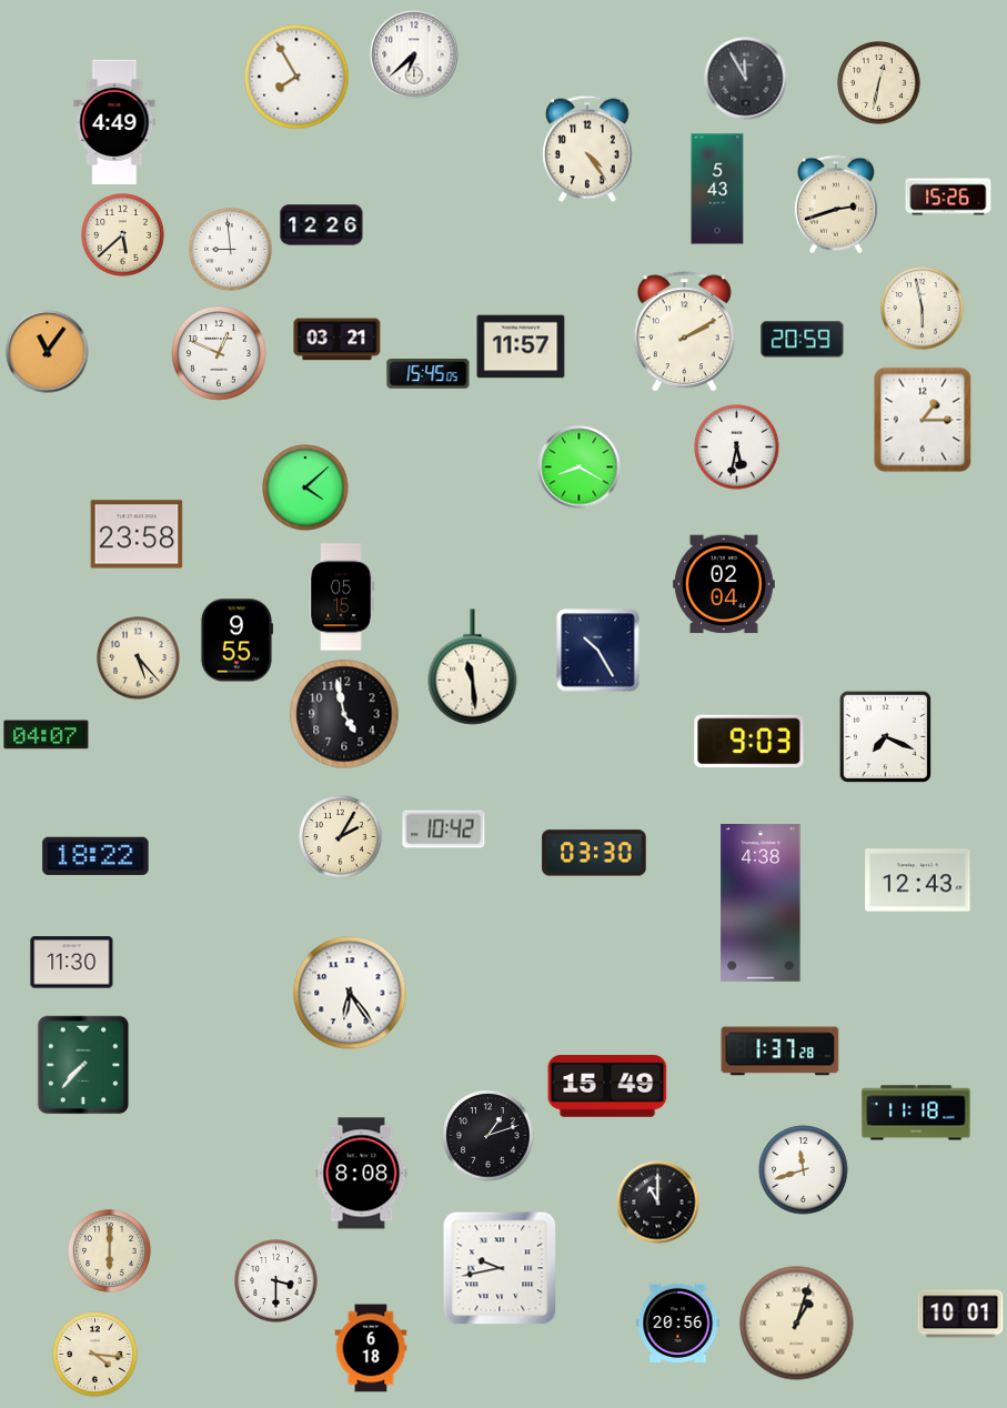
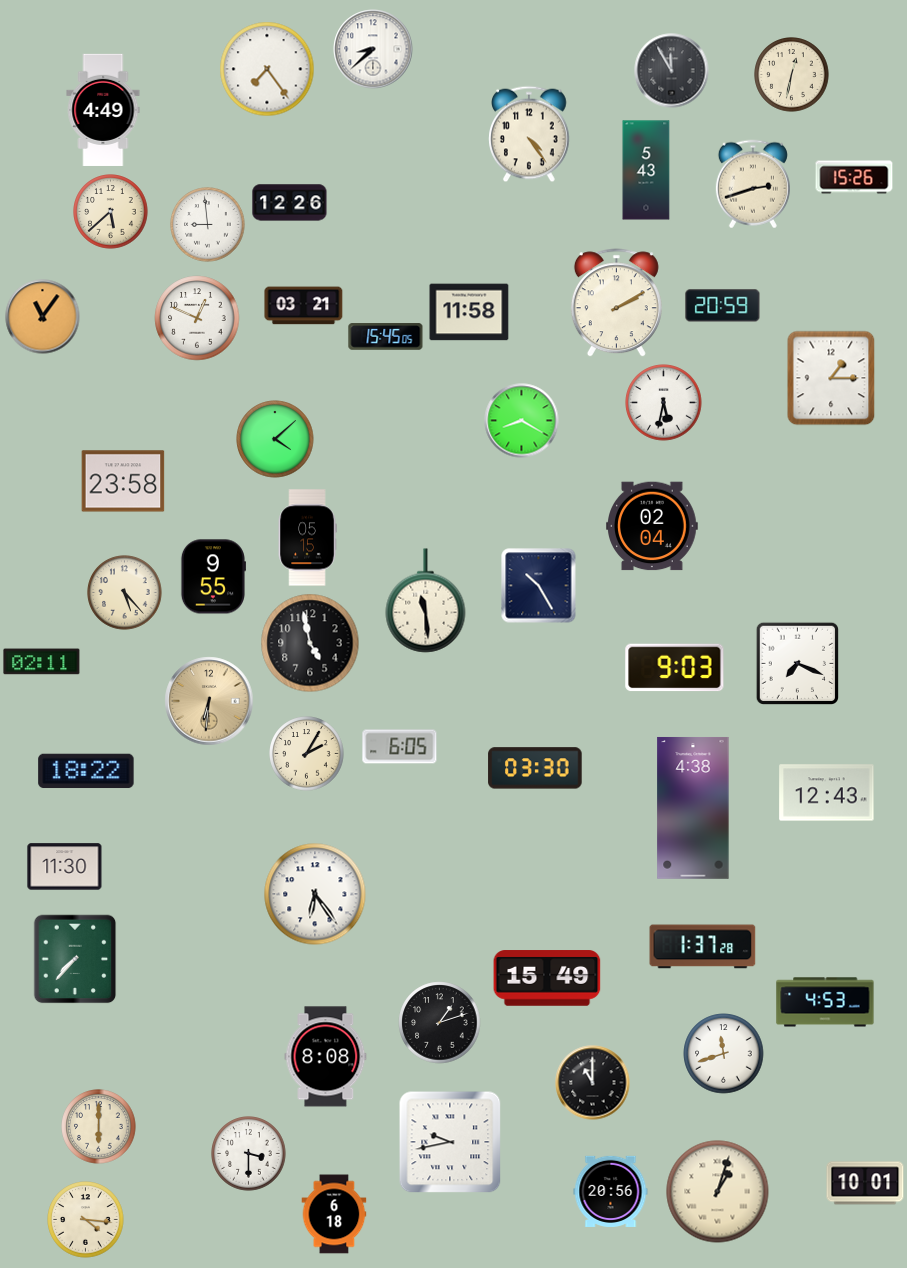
clock at (414, 54): 6:38 -> 8:38
clock at (296, 77): 7:55 -> 7:24
clock at (923, 309): 5:58 -> none
clock at (684, 332) position: (684, 332) -> (616, 303)
clock at (521, 346): 11:57 -> 11:58
clock at (47, 735): 04:07 -> 02:11
clock at (209, 701): none -> 6:31
clock at (444, 829): 10:42 -> 6:05
clock at (761, 903) position: (761, 903) -> (693, 808)
clock at (916, 1113): 11:18 -> 4:53
